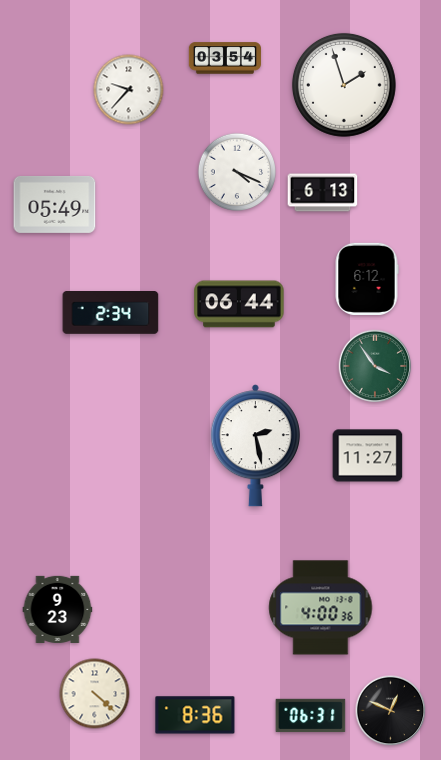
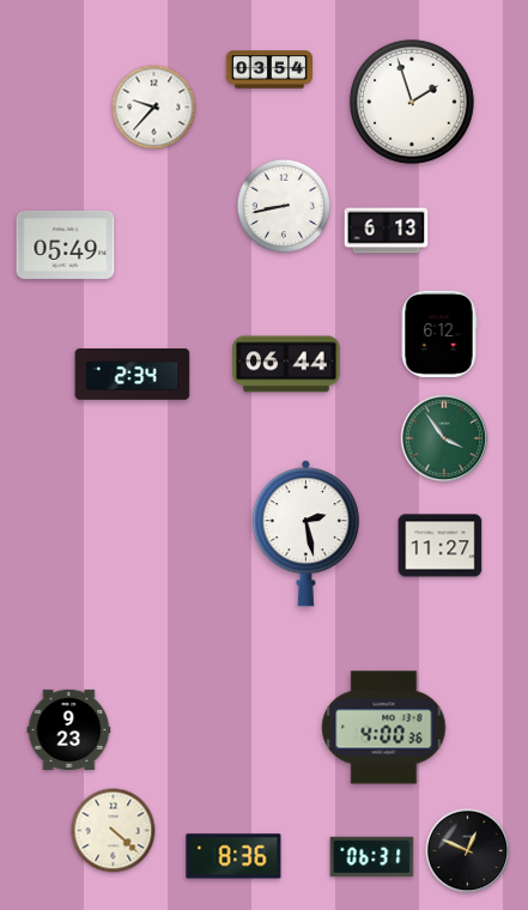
clock at (236, 171): 4:19 -> 8:43
clock at (375, 366) position: (375, 366) -> (444, 438)
